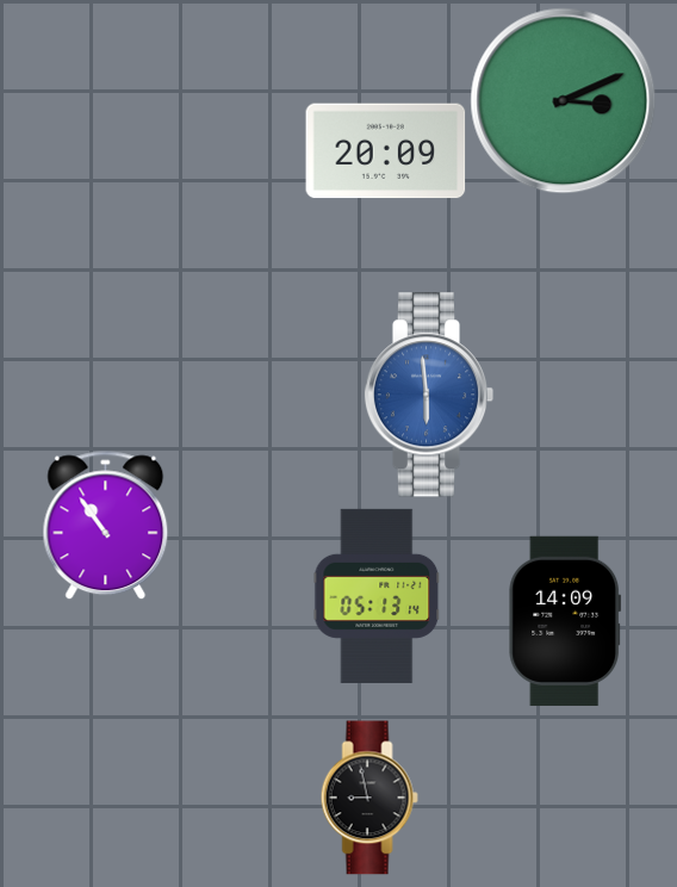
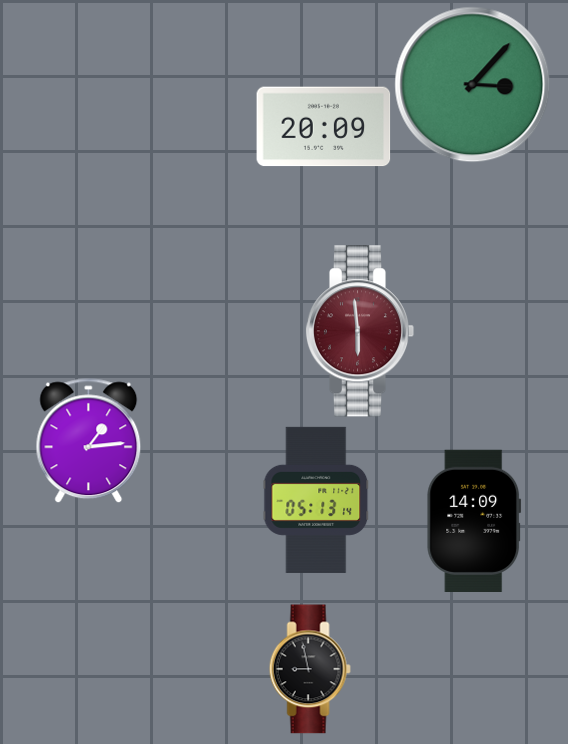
clock at (564, 101): 3:11 -> 3:07
clock at (429, 395) dial: blue -> burgundy
clock at (106, 526): 10:54 -> 1:14
